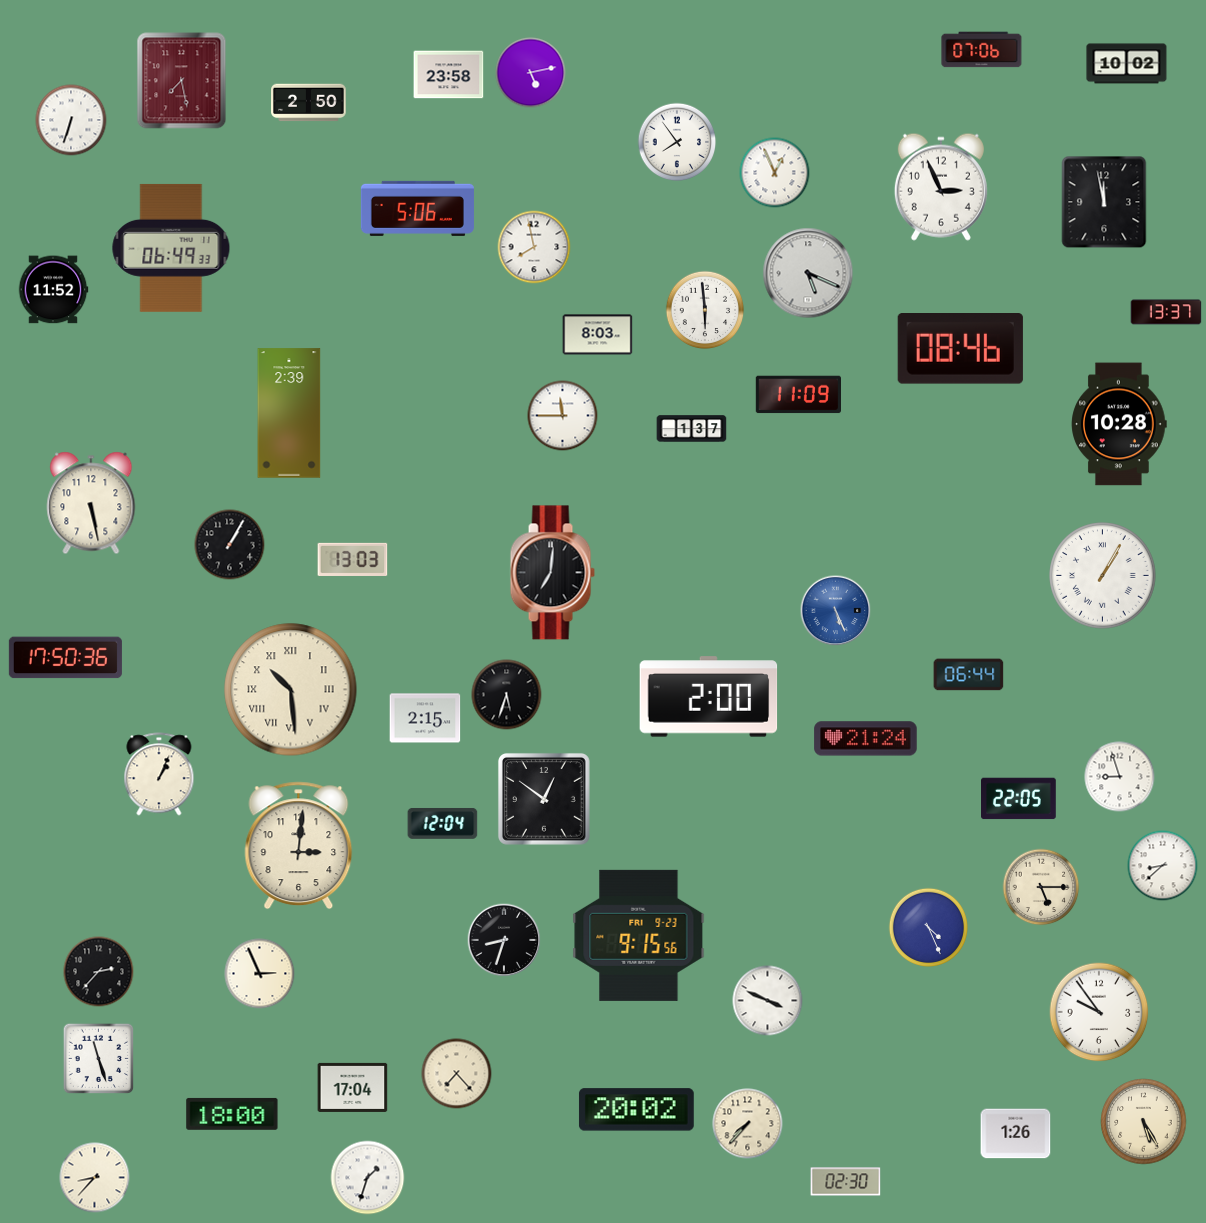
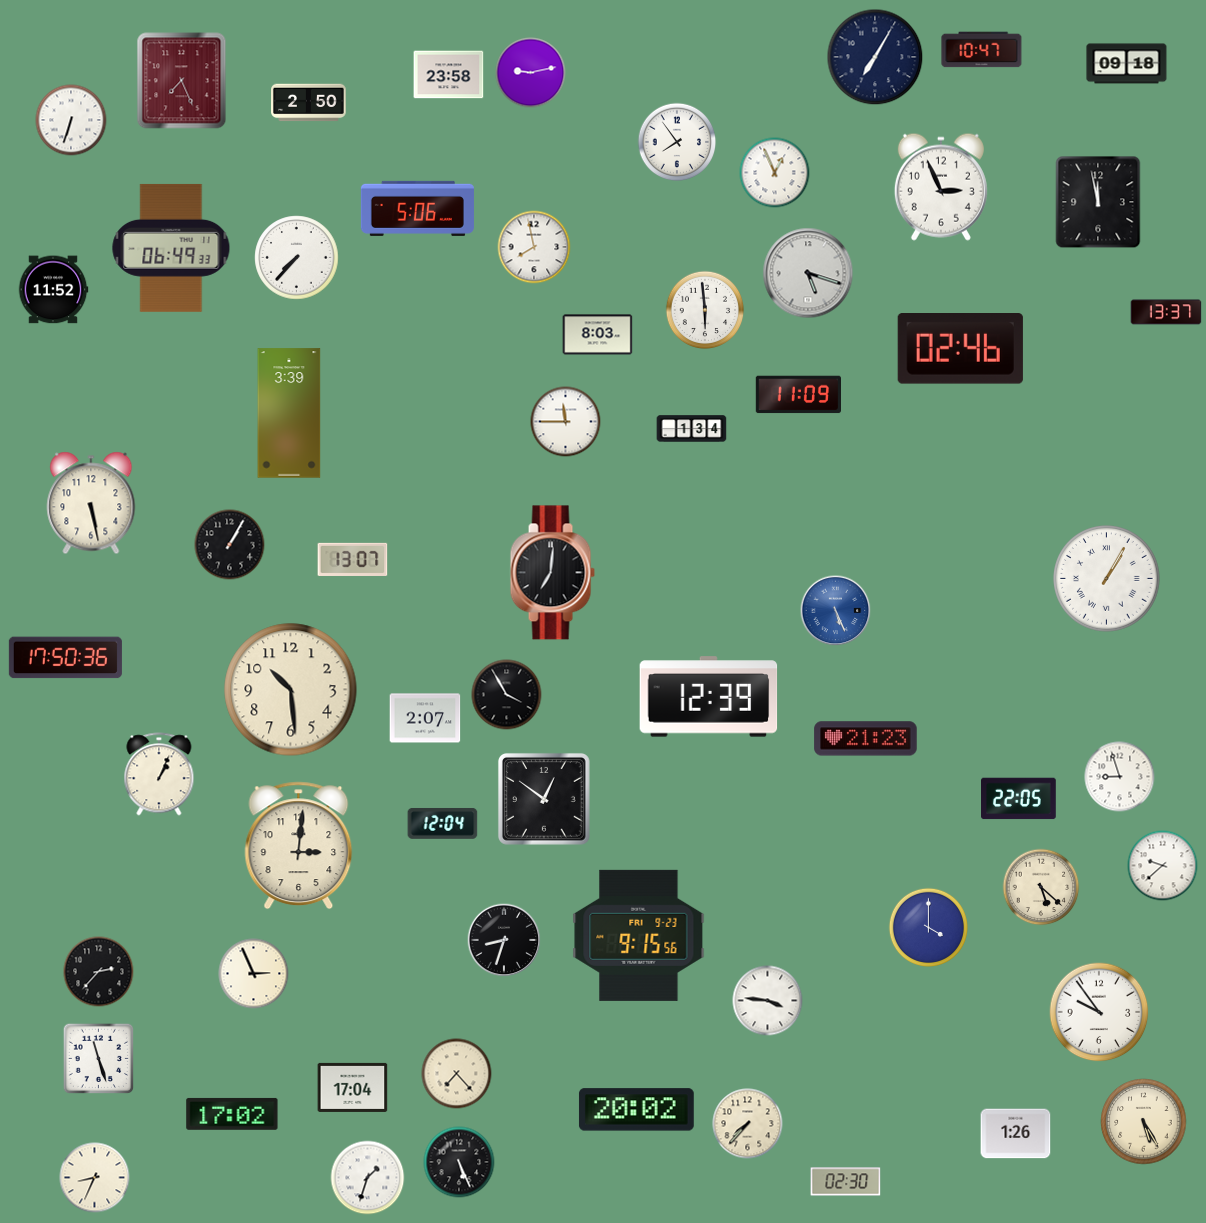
clock at (982, 50): 07:06 -> 10:47
clock at (875, 57): none -> 7:05
clock at (1127, 64): 10:02 -> 09:18
clock at (531, 73): 5:13 -> 9:13
clock at (182, 81): 7:28 -> 7:26
clock at (1104, 202) position: (1104, 202) -> (1098, 202)
clock at (297, 258): none -> 7:37
clock at (808, 273): 5:19 -> 5:18
clock at (960, 349): 08:46 -> 02:46
clock at (289, 413): 2:39 -> 3:39
clock at (563, 416) position: (563, 416) -> (566, 422)
clock at (1119, 424): 10:28 -> none
clock at (692, 429): 1:37 -> 1:34
clock at (353, 559): 13:03 -> 13:07
clock at (1103, 576) position: (1103, 576) -> (1107, 579)
clock at (969, 675): 06:44 -> none
clock at (291, 690) numerals: Roman -> Arabic
clock at (507, 695): 5:33 -> 3:55
clock at (709, 697): 2:00 -> 12:39
clock at (425, 718): 2:15 -> 2:07
clock at (866, 739): 21:24 -> 21:23
clock at (1163, 866): 8:38 -> 9:38
clock at (1041, 887): 5:15 -> 5:22
clock at (928, 927): 4:26 -> 4:00
clock at (260, 974) position: (260, 974) -> (254, 974)
clock at (768, 1001): 3:49 -> 3:46
clock at (232, 1114): 18:00 -> 17:02
clock at (459, 1162): none -> 5:26
clock at (95, 1178): 8:37 -> 8:34
